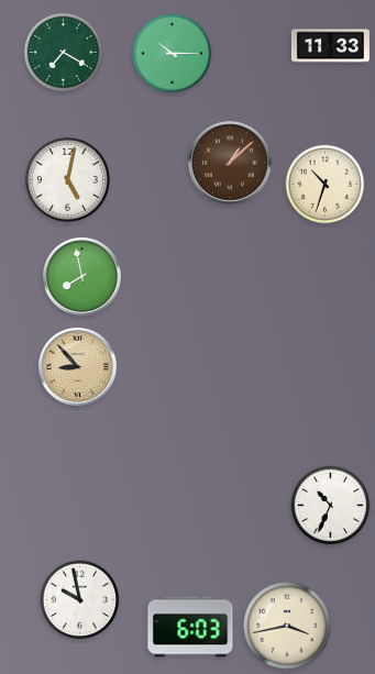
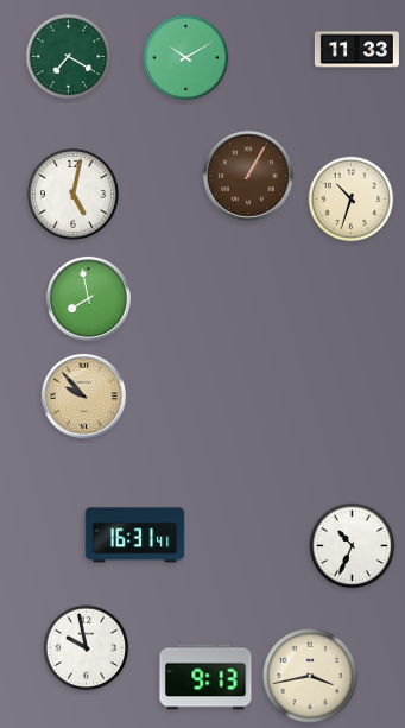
clock at (173, 54): 10:15 -> 10:10
clock at (231, 164): 1:08 -> 1:05
clock at (77, 366): 8:53 -> 9:53
clock at (135, 536): none -> 16:31
clock at (331, 506) position: (331, 506) -> (353, 546)
clock at (190, 627): 6:03 -> 9:13
